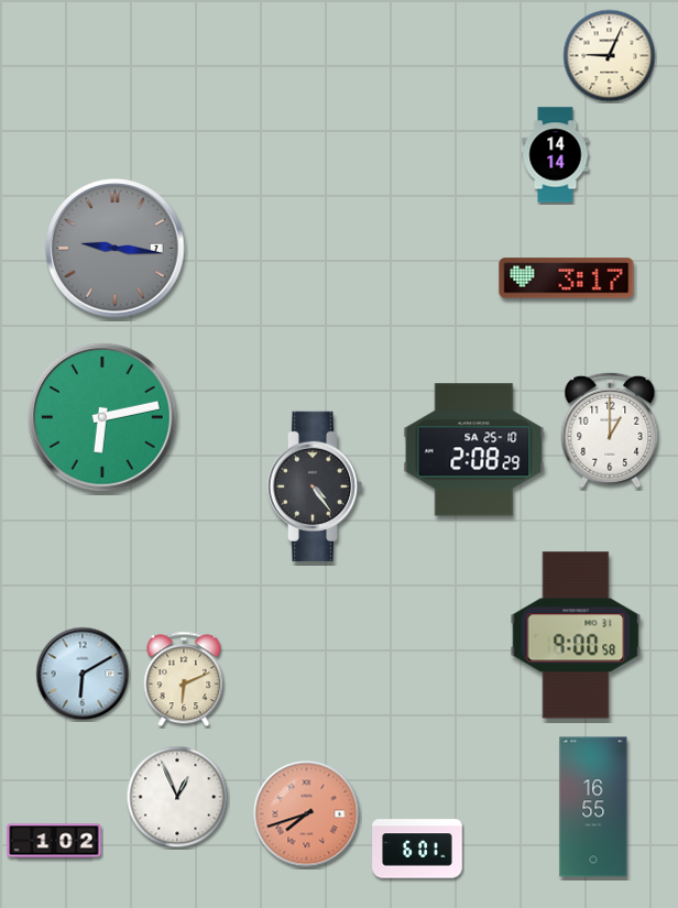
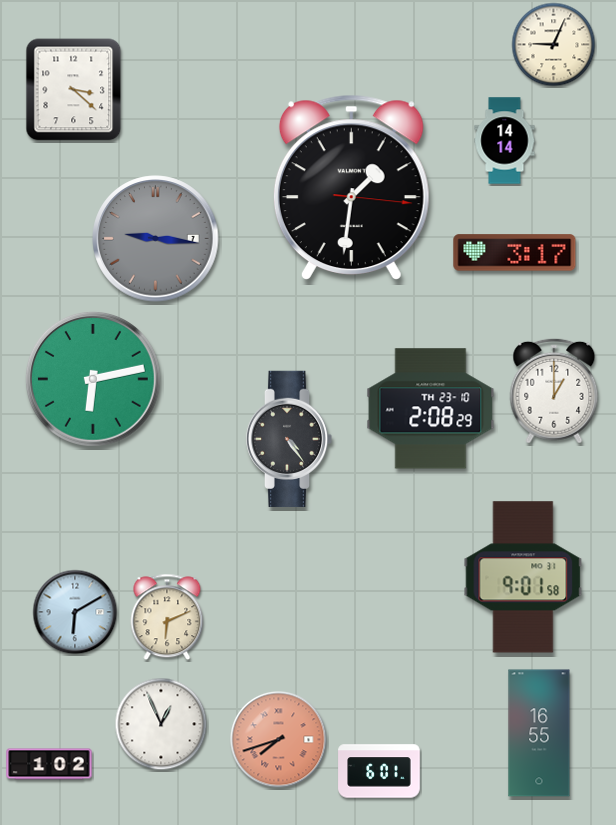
clock at (610, 56) position: (610, 56) -> (554, 45)
clock at (74, 90): none -> 3:22
clock at (351, 187): none -> 1:31
clock at (116, 249) position: (116, 249) -> (156, 239)
clock at (474, 450) date: SA 25-10 -> TH 23-10
clock at (315, 486) position: (315, 486) -> (289, 439)
clock at (576, 635): 9:00 -> 9:01
